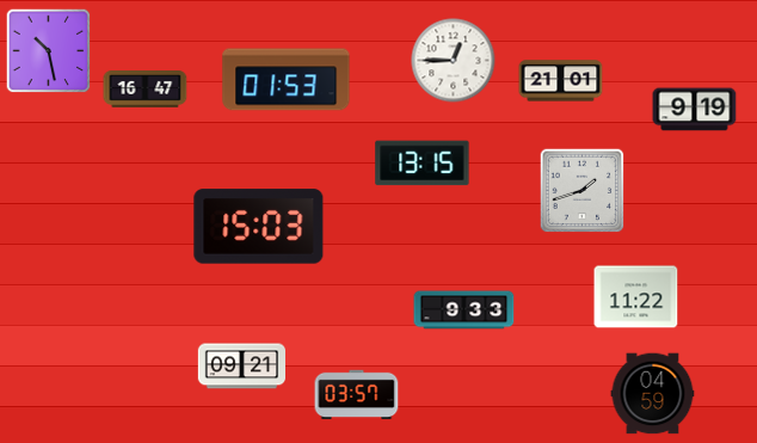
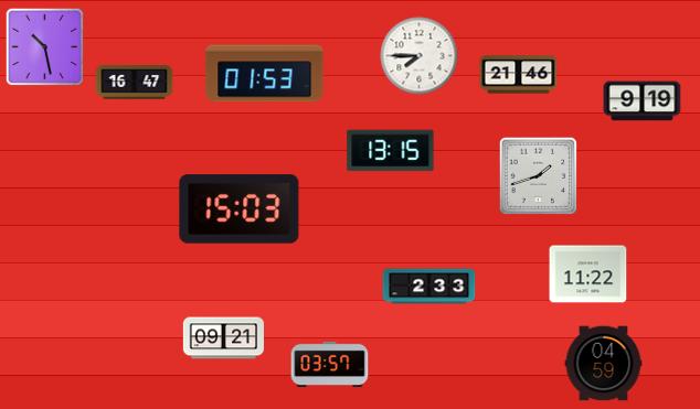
clock at (454, 61): 12:45 -> 7:45
clock at (561, 81): 21:01 -> 21:46
clock at (464, 310): 9:33 -> 2:33
